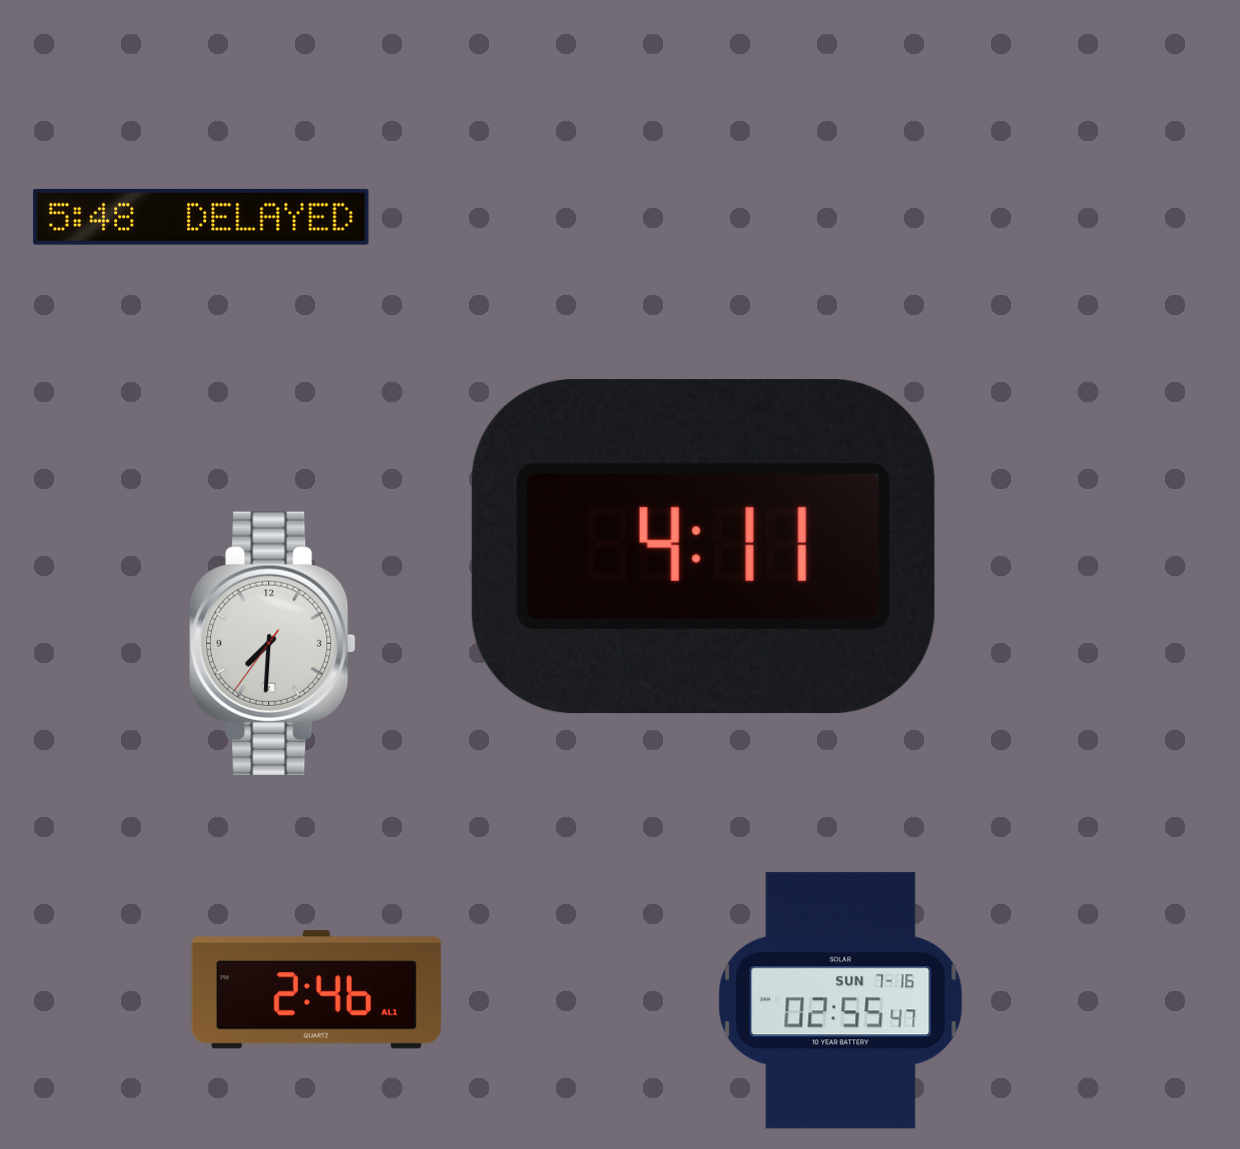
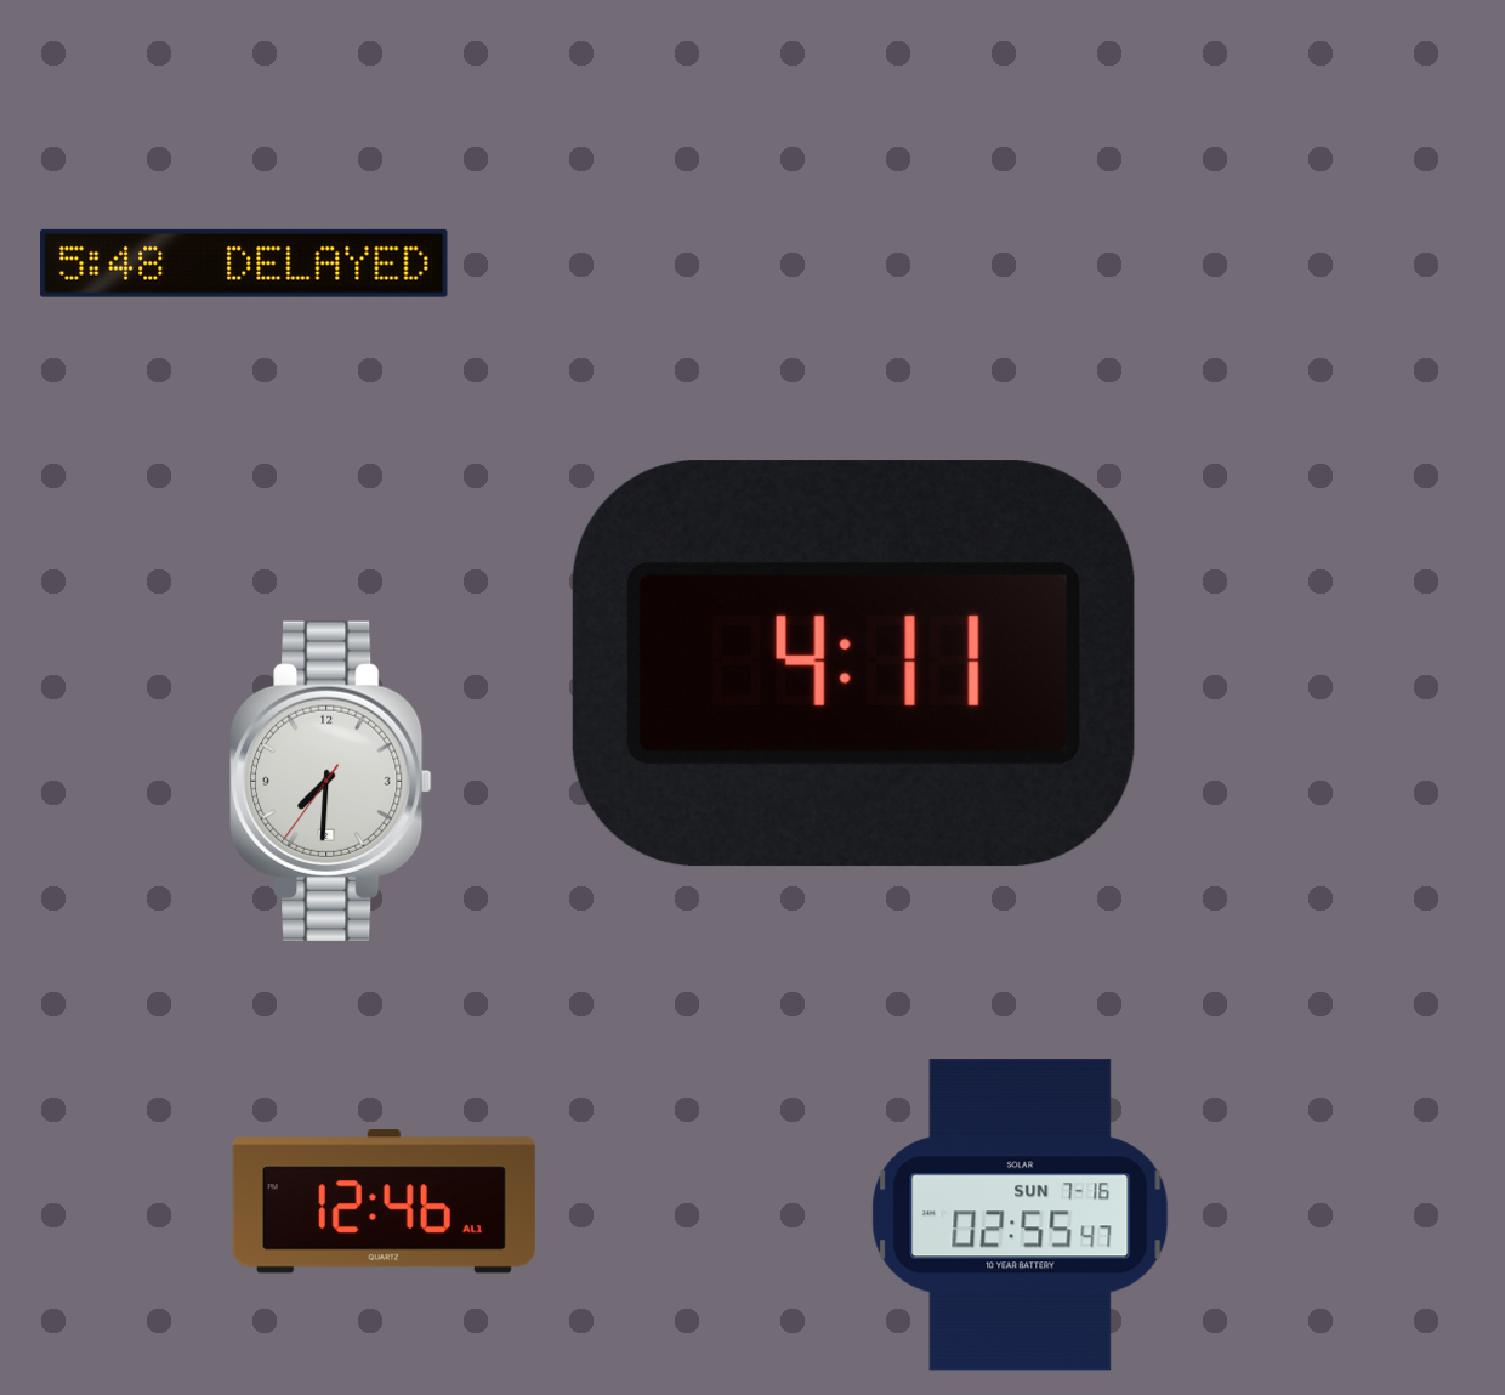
clock at (316, 990): 2:46 -> 12:46
